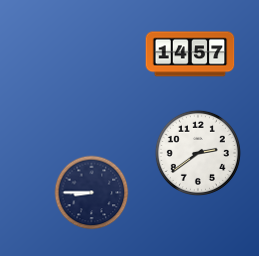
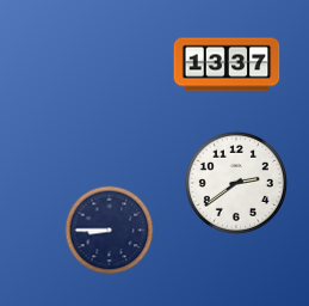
clock at (190, 54): 14:57 -> 13:37
